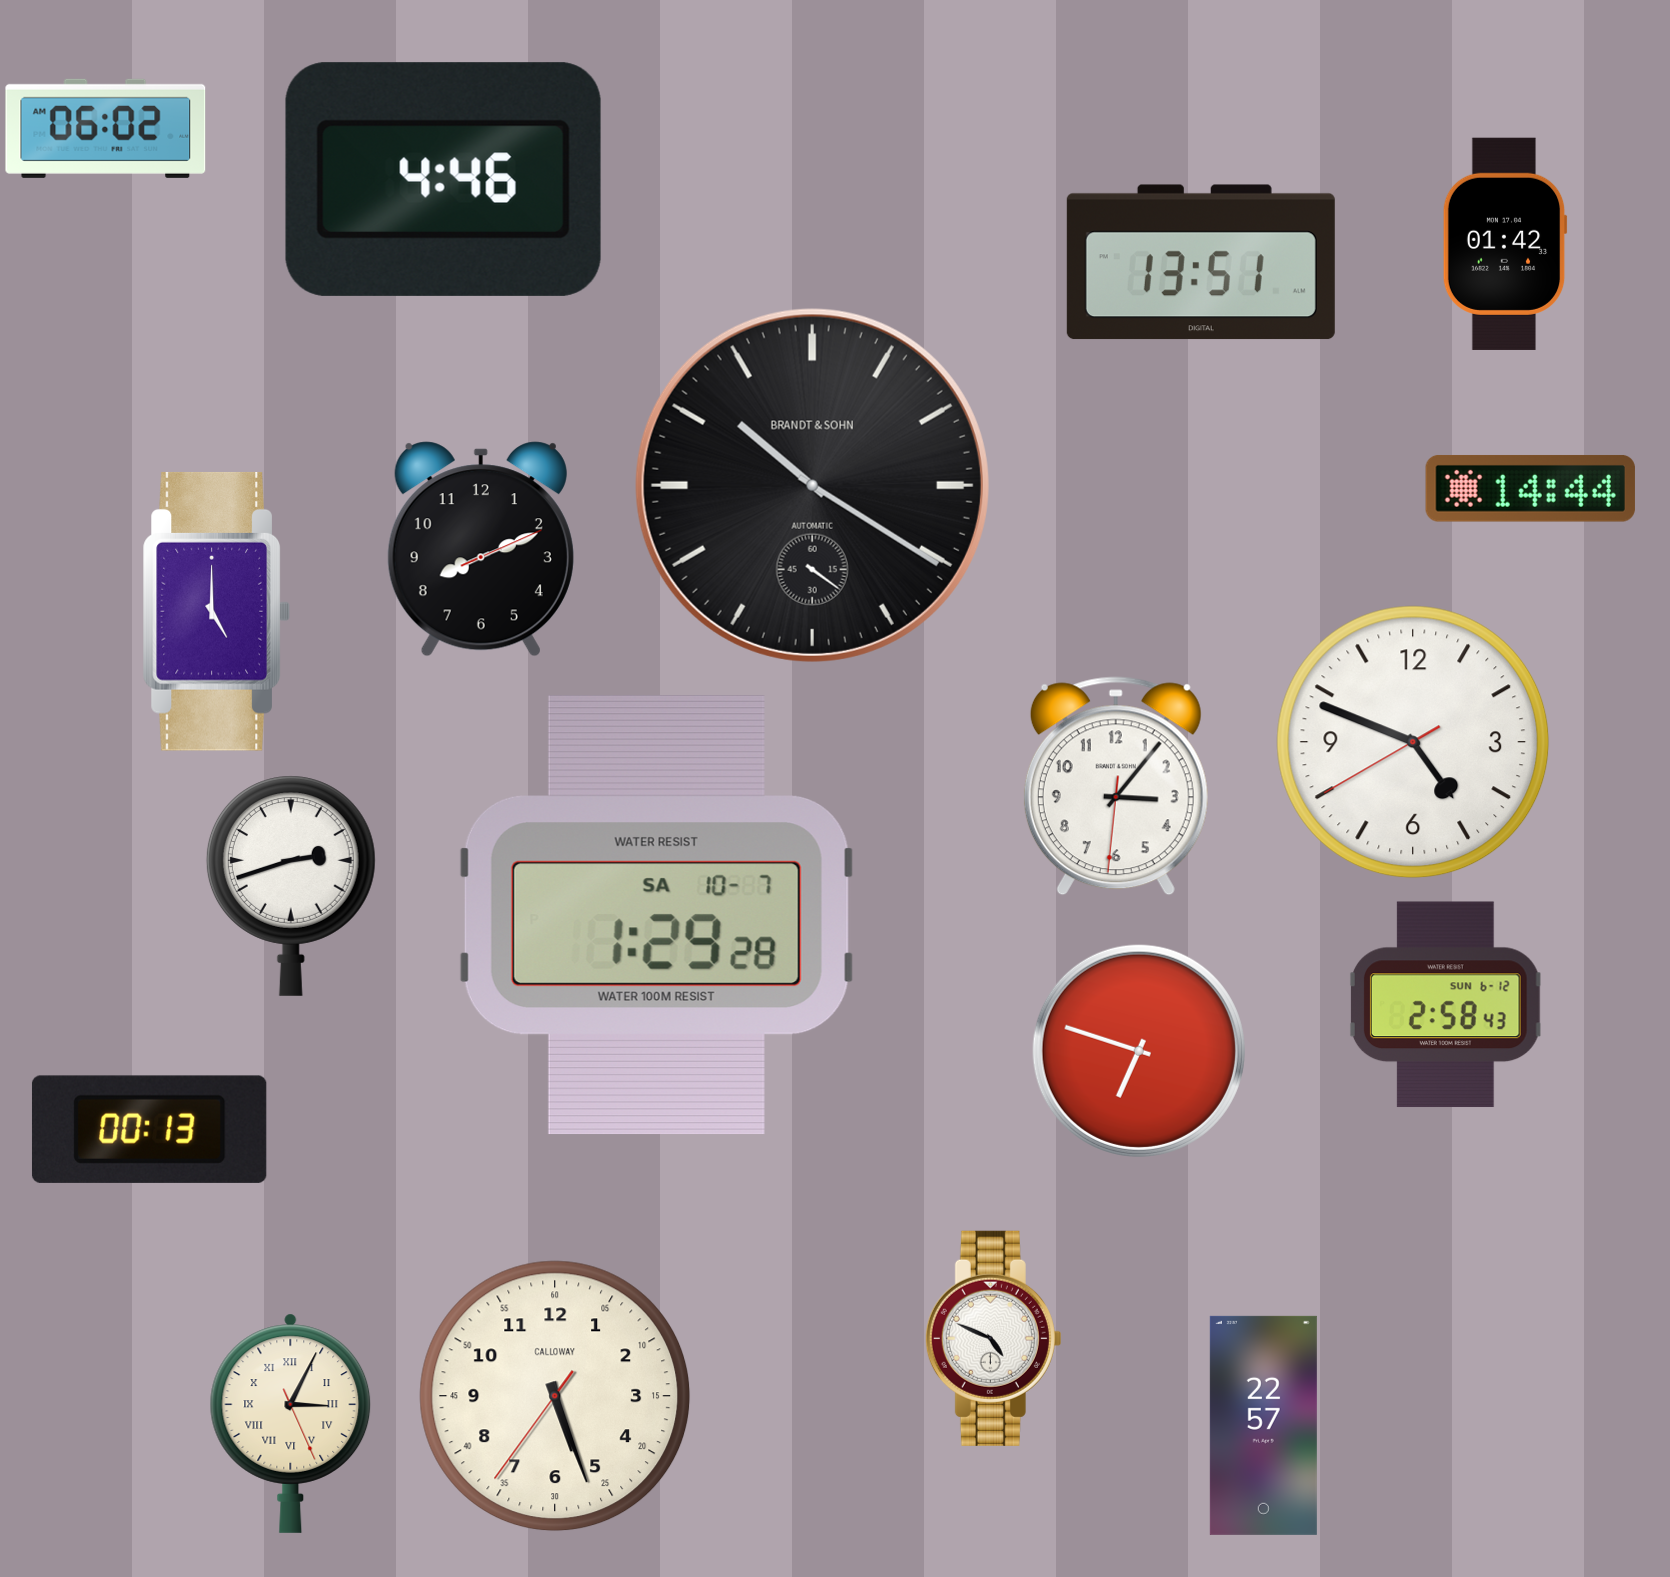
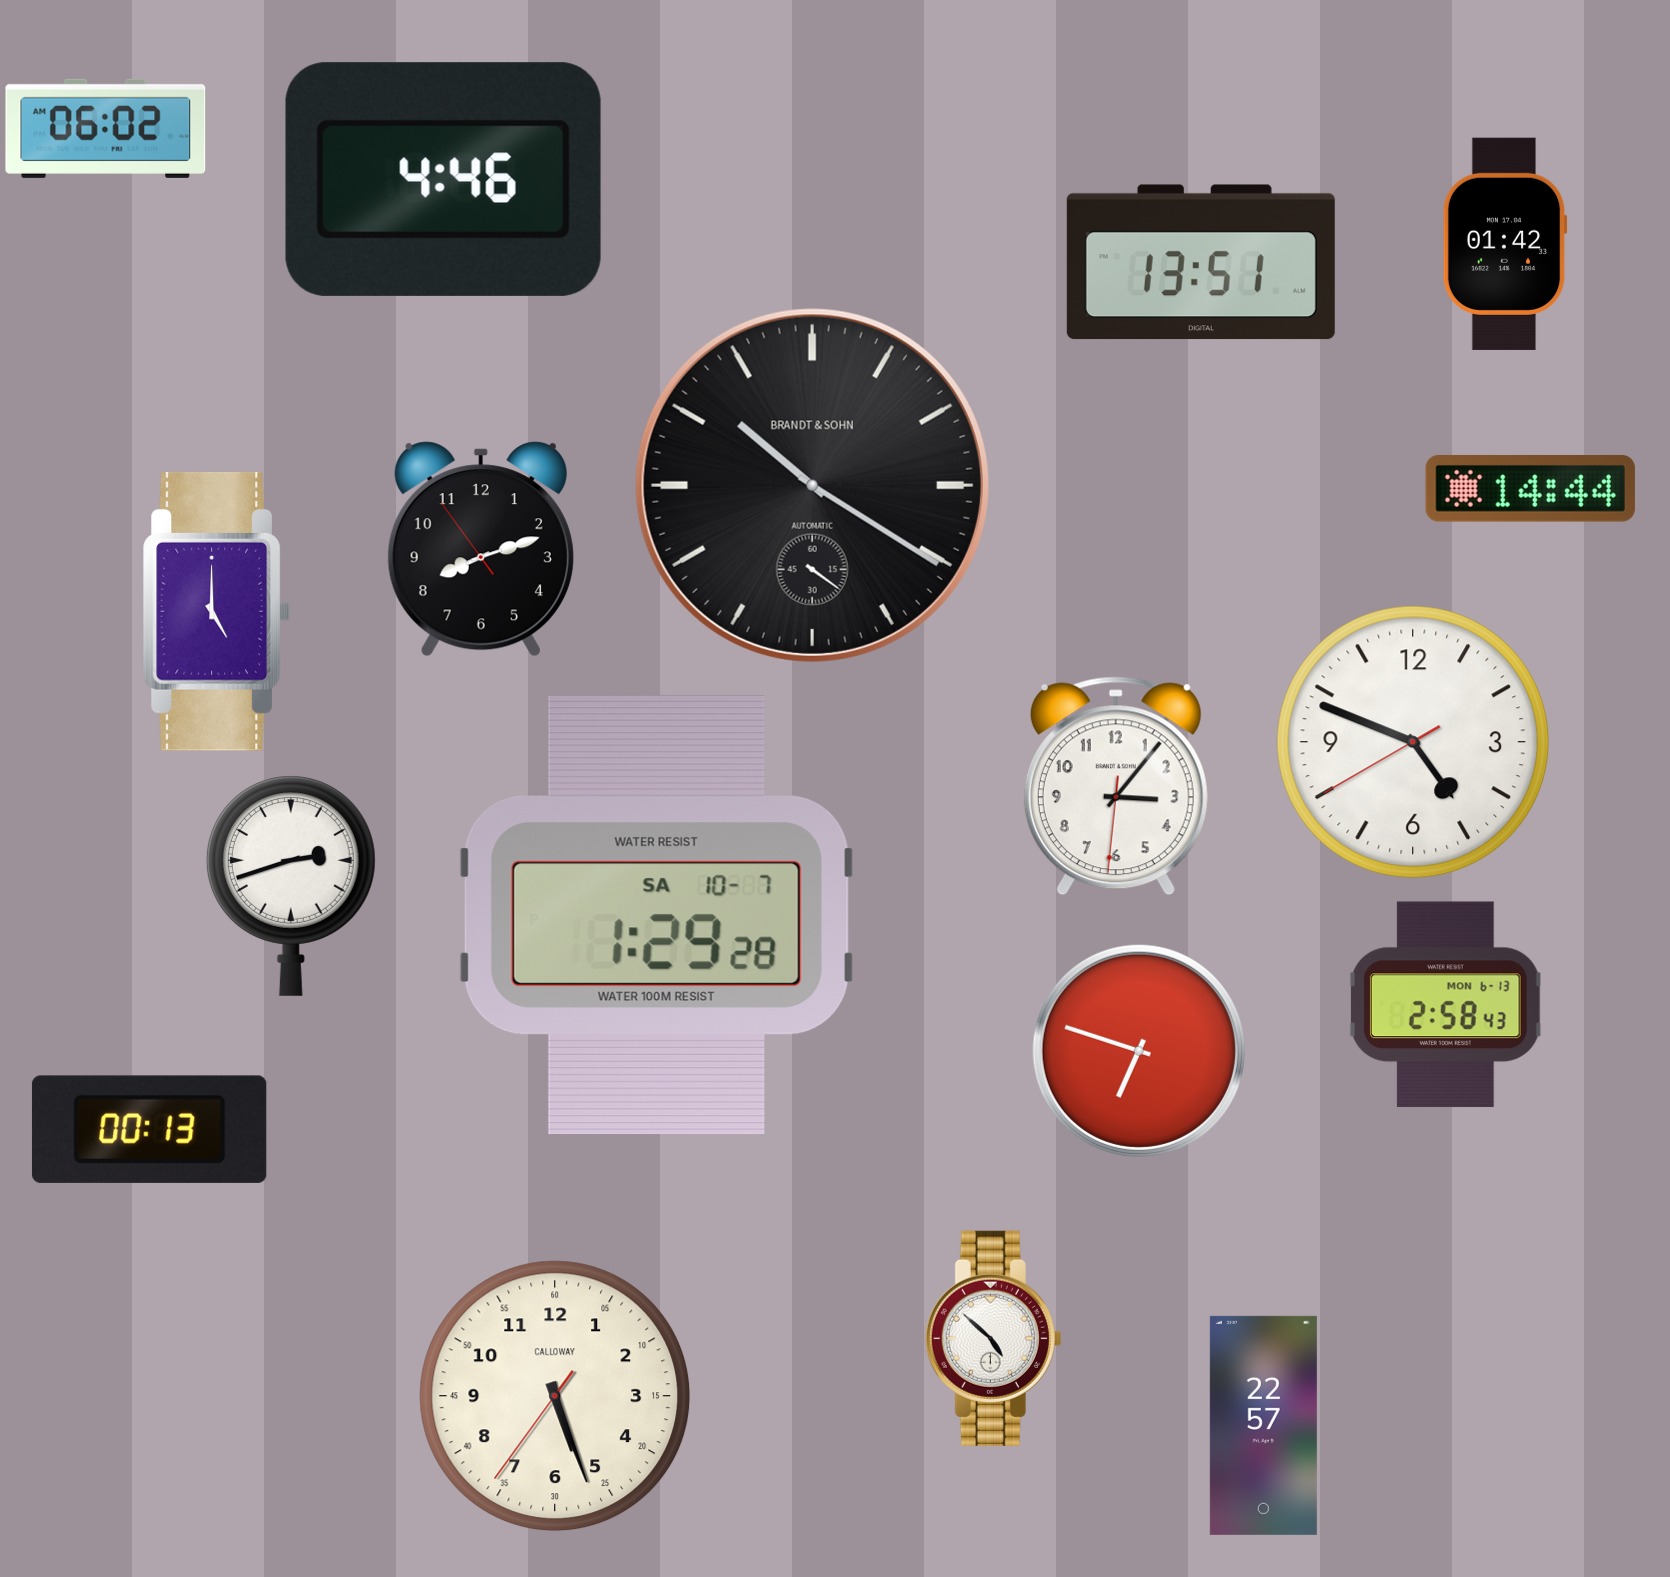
clock at (481, 549): 8:11:11 -> 8:11:54
clock at (1445, 1005) date: SUN 6-12 -> MON 6-13
clock at (993, 1338): 4:49 -> 4:52
clock at (291, 1423): 3:04 -> none
